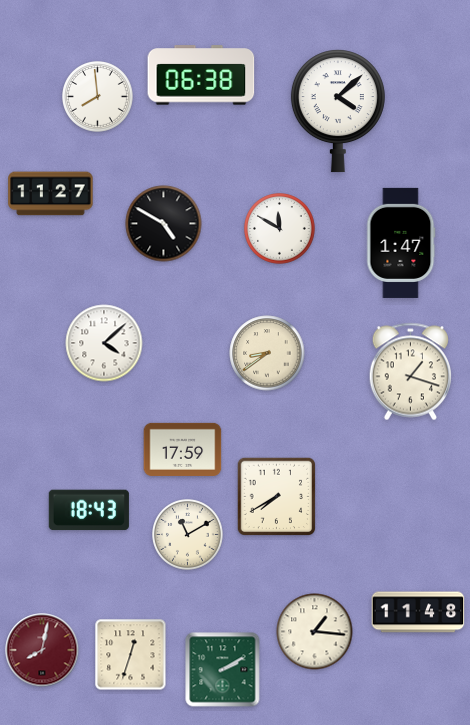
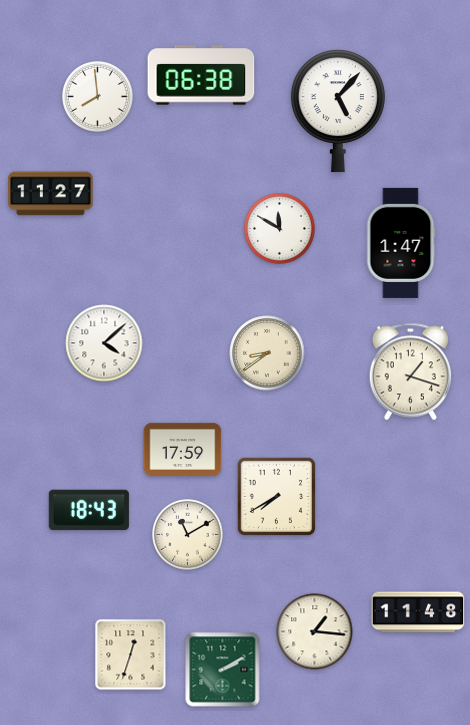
clock at (338, 111): 4:08 -> 5:07
clock at (164, 224): 4:50 -> none
clock at (42, 650): 8:02 -> none
